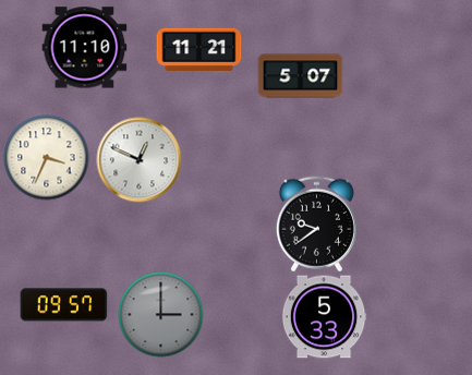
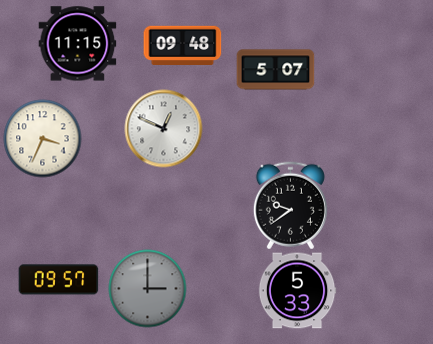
clock at (84, 48): 11:10 -> 11:15
clock at (198, 49): 11:21 -> 09:48
clock at (46, 157) position: (46, 157) -> (42, 138)
clock at (138, 159) position: (138, 159) -> (163, 128)
